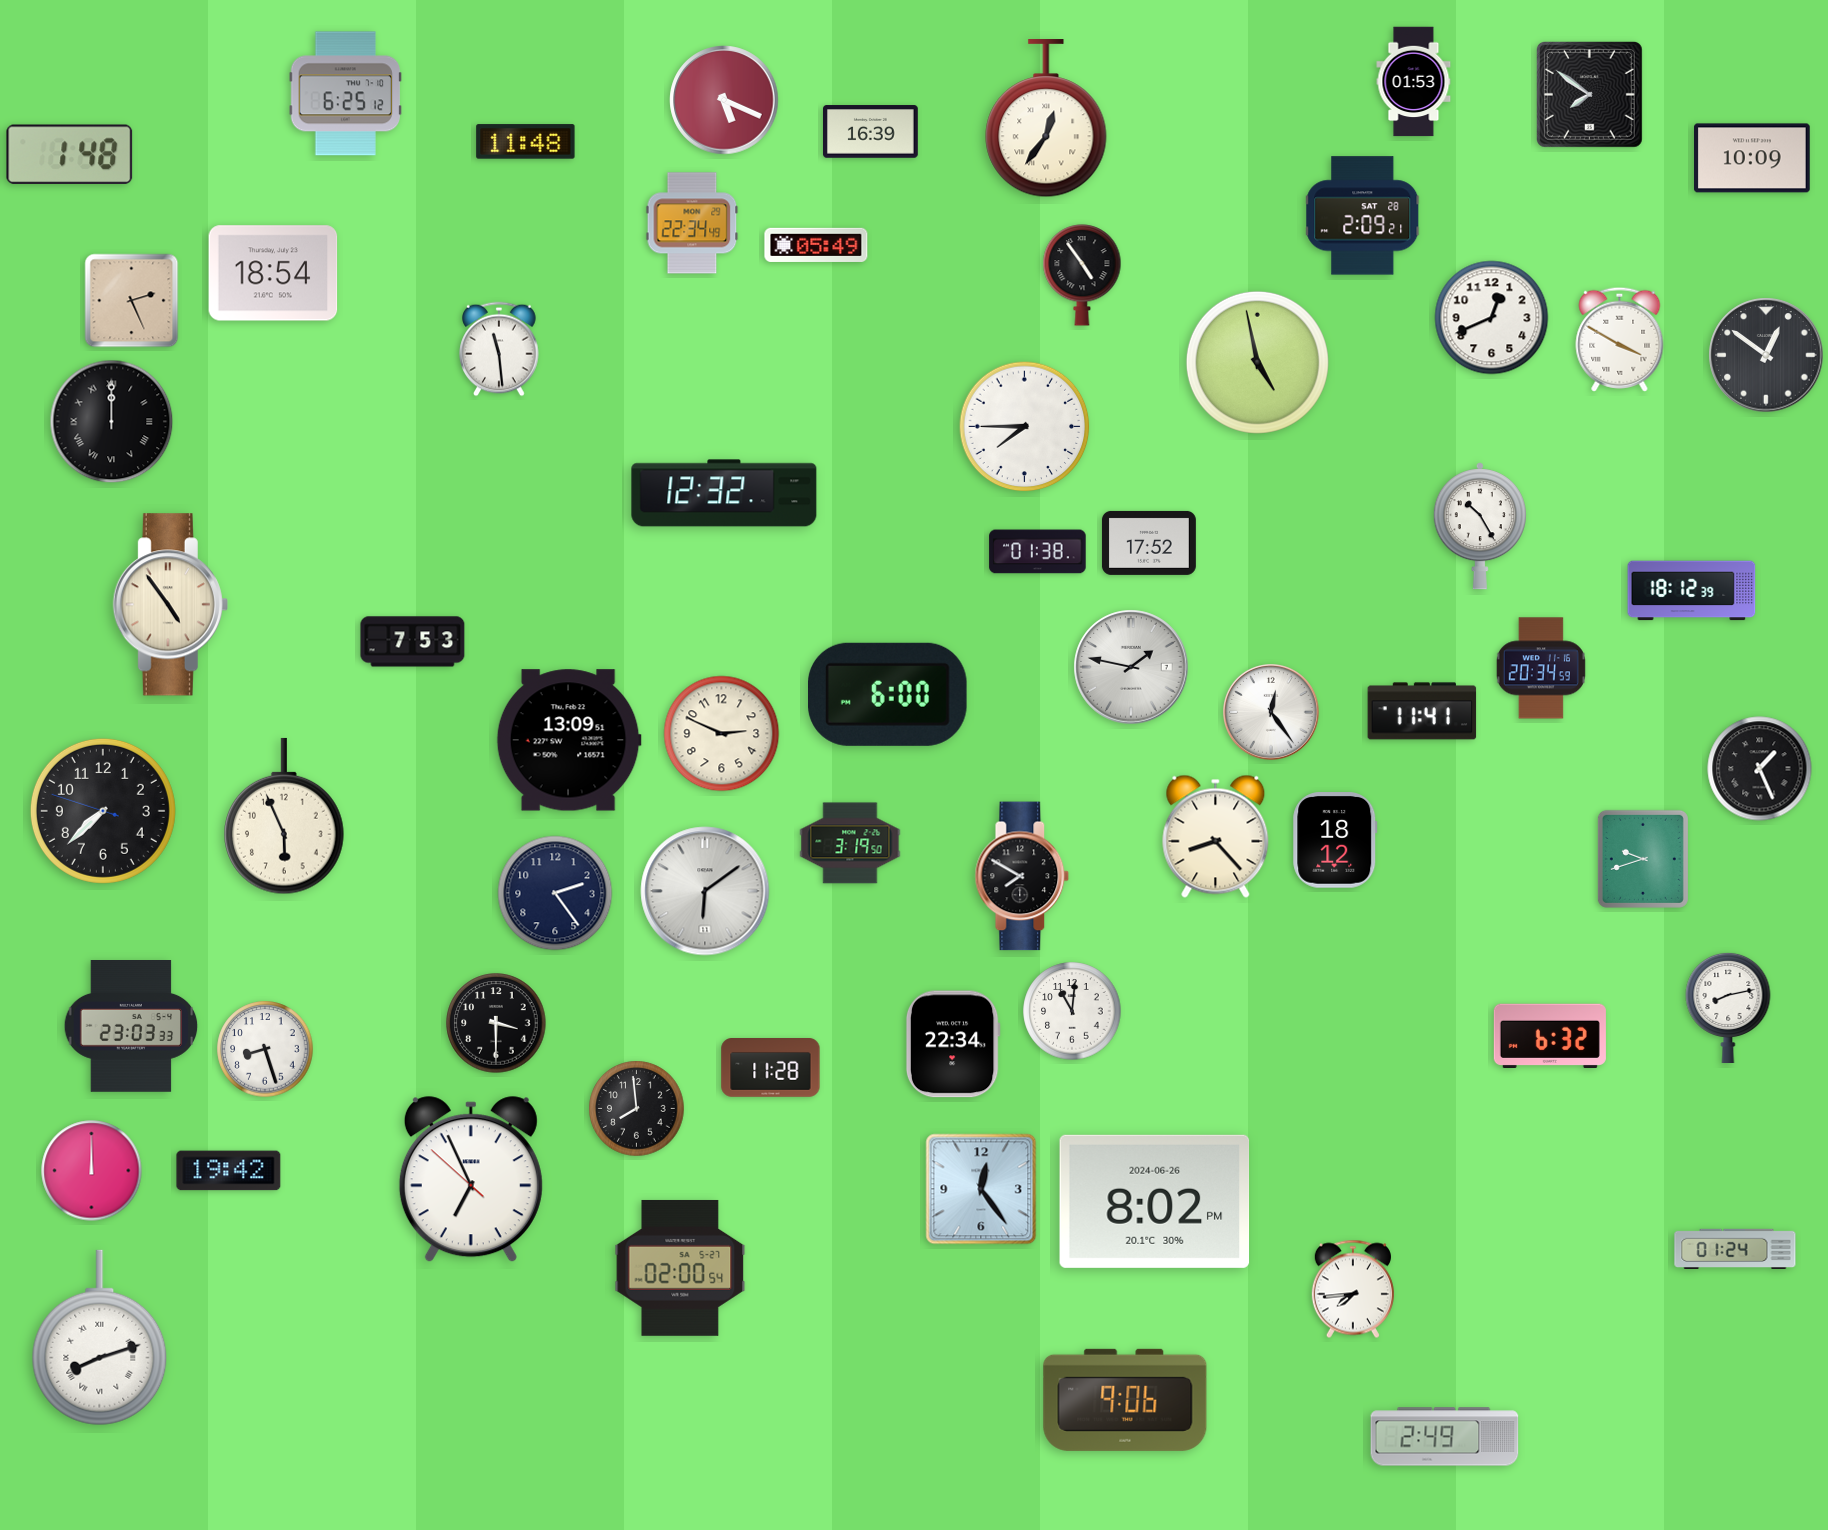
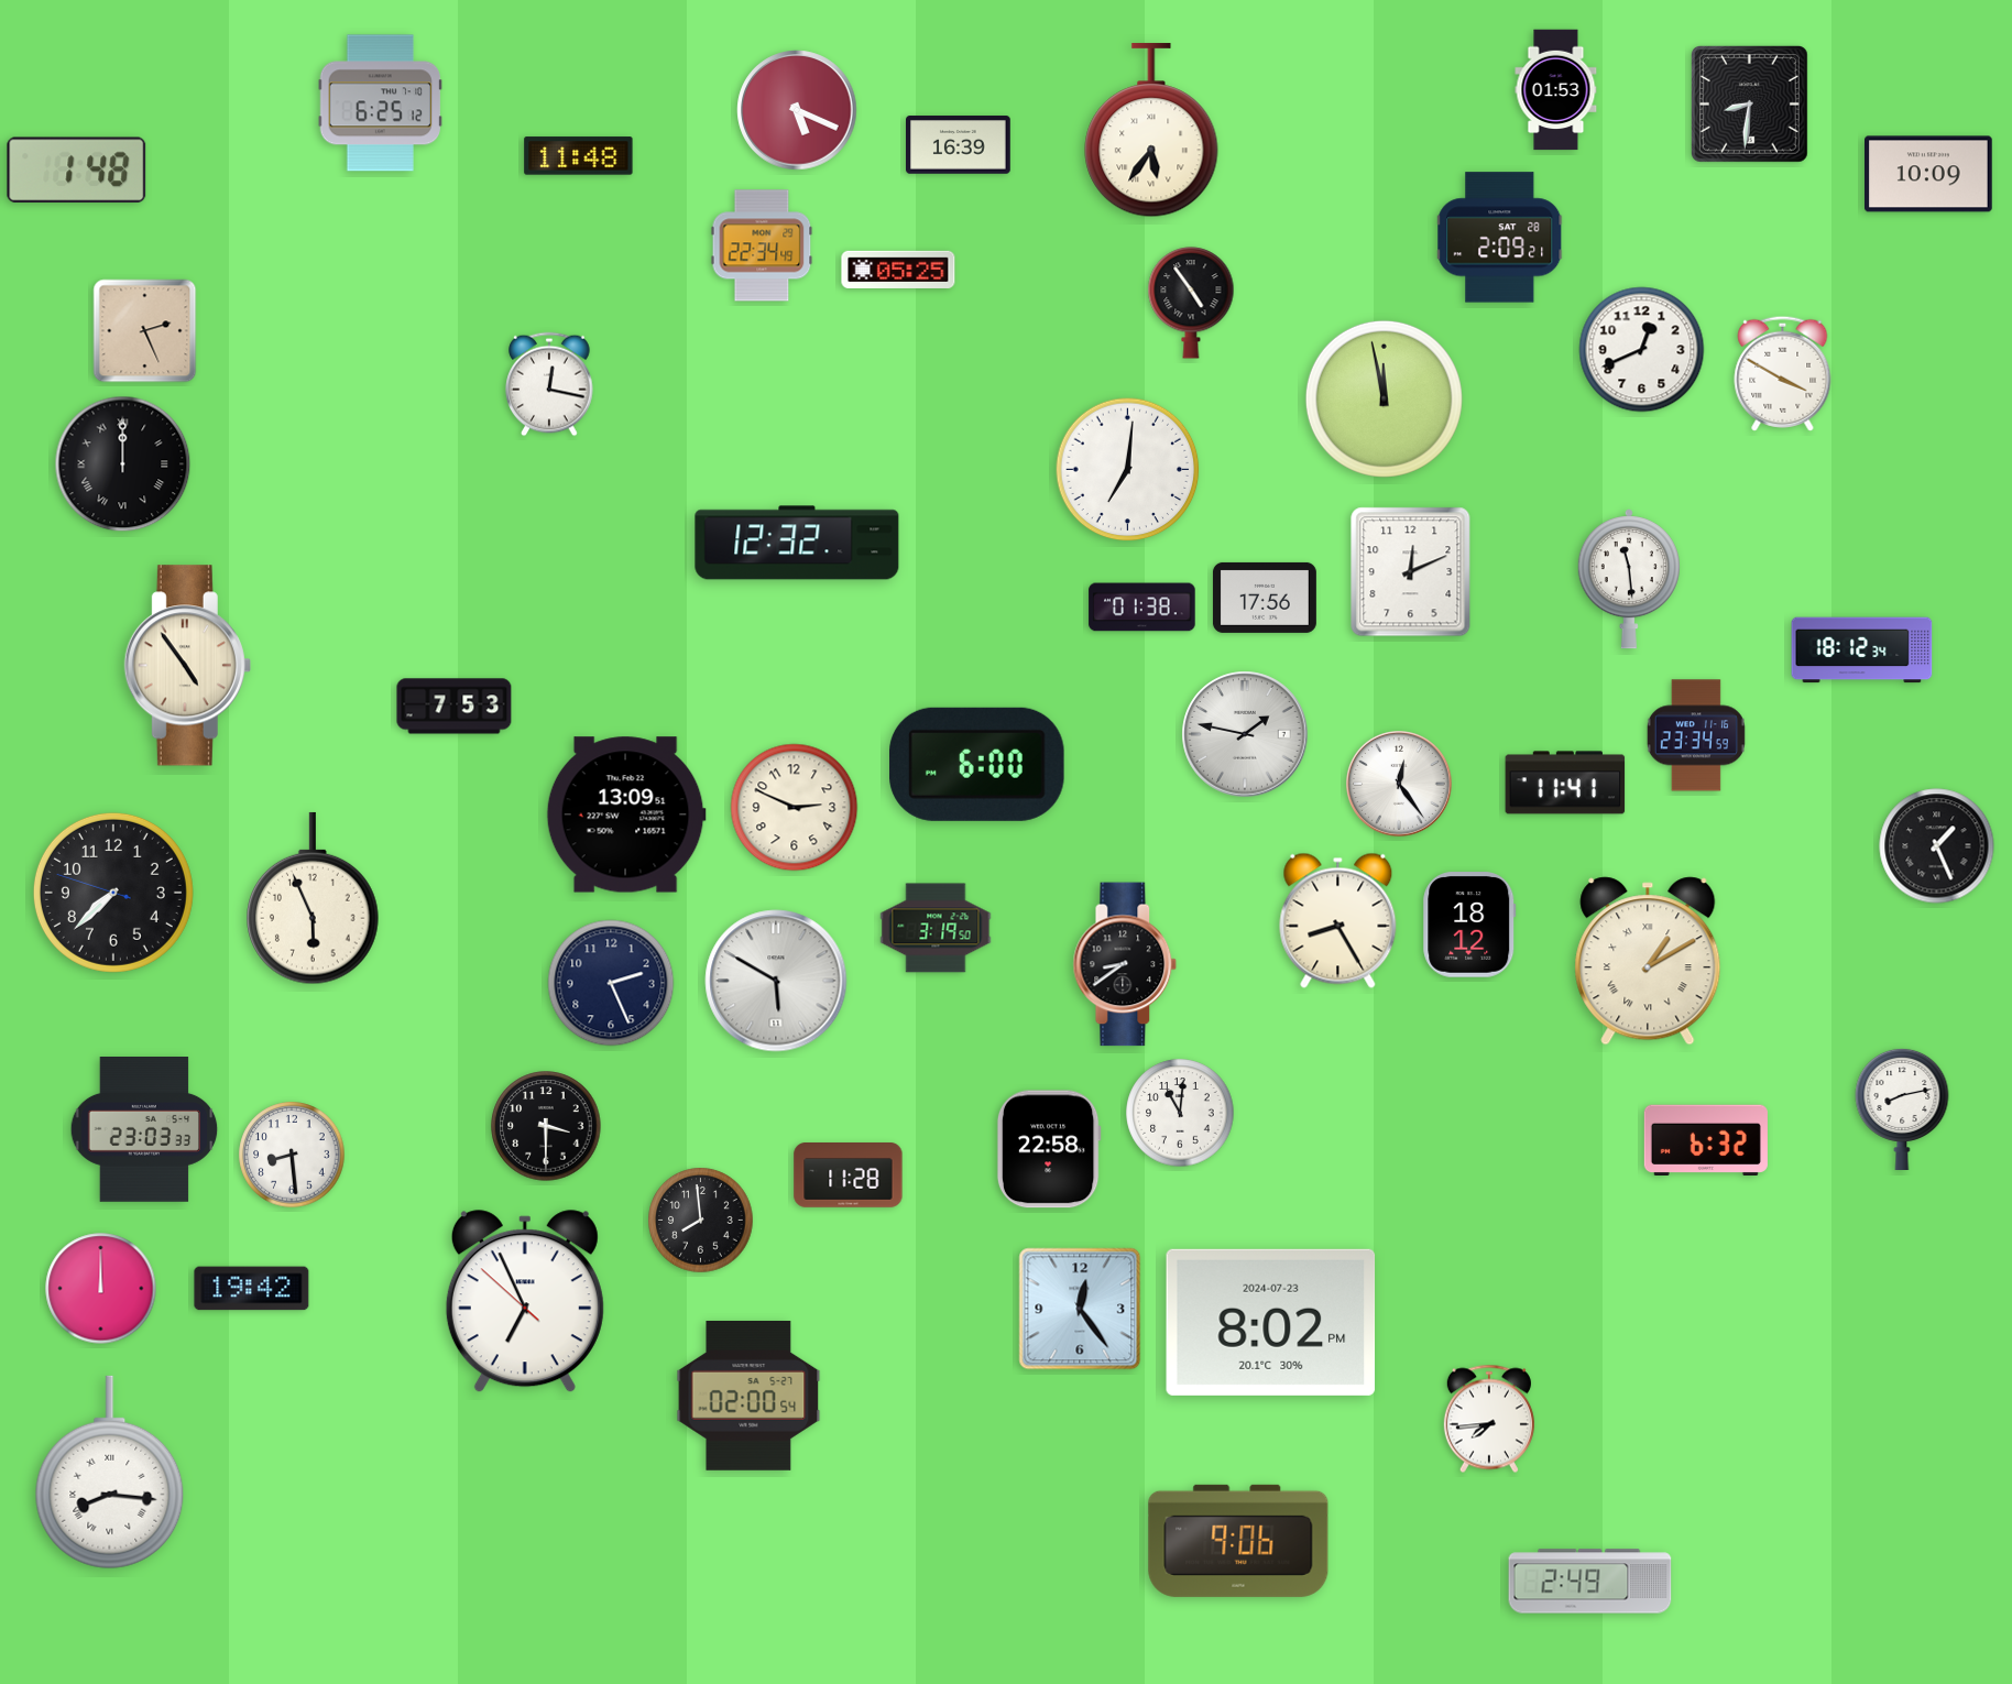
clock at (1589, 94): 7:51 -> 8:31
clock at (1046, 119): 12:36 -> 5:36
clock at (816, 245): 05:49 -> 05:25
clock at (273, 273): 18:54 -> none
clock at (499, 349): 11:29 -> 12:17
clock at (1766, 355): 12:51 -> none
clock at (1257, 362): 4:58 -> 11:58
clock at (1025, 427): 7:45 -> 7:01
clock at (1411, 572): none -> 12:11
clock at (1480, 526): 10:25 -> 11:29
clock at (1149, 543): 17:52 -> 17:56
clock at (1692, 591): 18:12:39 -> 18:12:34
clock at (1541, 668): 20:34 -> 23:34
clock at (1216, 836): 8:23 -> 8:25
clock at (1643, 859): 9:42 -> none
clock at (1648, 961): none -> 1:10
clock at (1022, 876): 7:50 -> 8:39
clock at (705, 891): 6:09 -> 5:50
clock at (555, 893): 2:24 -> 2:26
clock at (953, 1044): 22:34 -> 22:58
clock at (265, 1049): 8:27 -> 8:29
clock at (471, 1180) position: (471, 1180) -> (525, 1302)
clock at (1155, 1201) date: 2024-06-26 -> 2024-07-23
clock at (1735, 1249): 01:24 -> none
clock at (100, 1338): 8:12 -> 8:16
